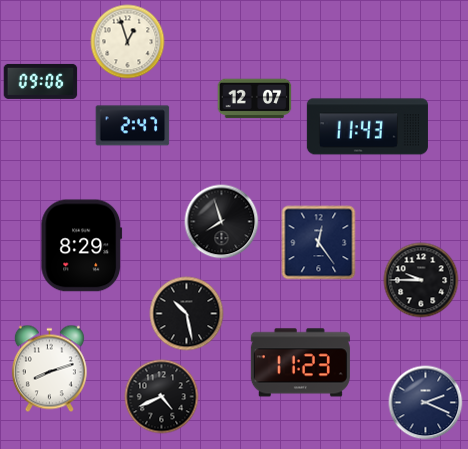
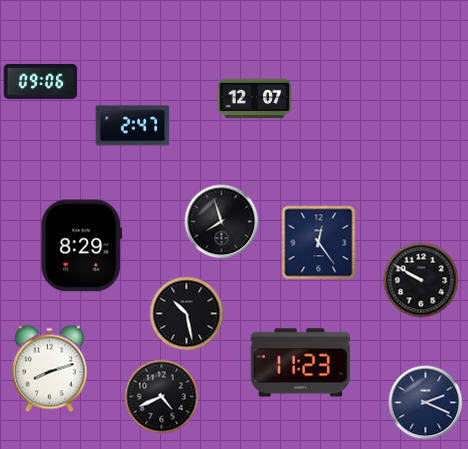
clock at (128, 42): 12:57 -> none
clock at (367, 127): 11:43 -> none
clock at (421, 280): 9:45 -> 9:50
